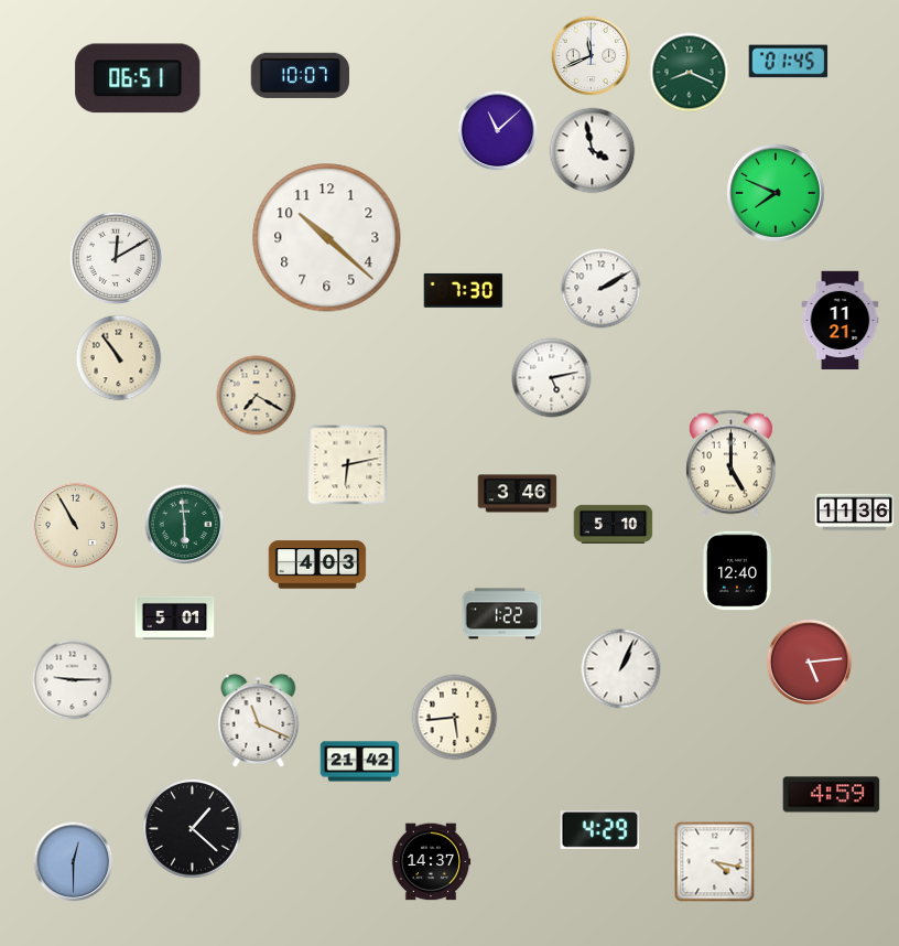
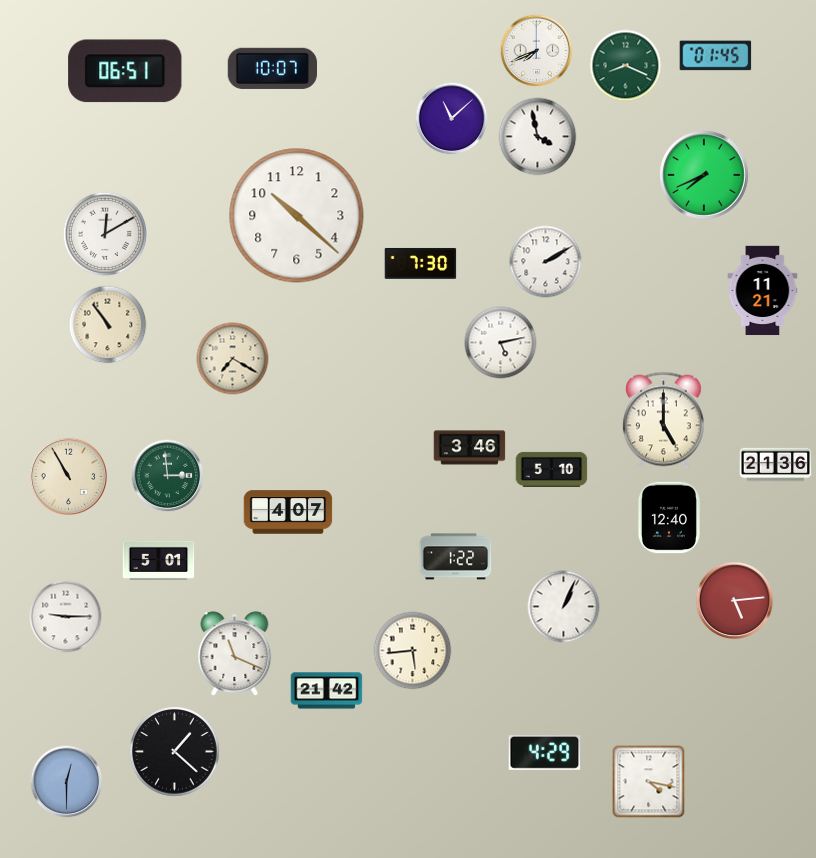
clock at (592, 56): 11:41 -> 7:41
clock at (777, 194): 7:49 -> 7:41
clock at (348, 465): 6:13 -> none
clock at (855, 513): 11:36 -> 21:36
clock at (614, 524) position: (614, 524) -> (552, 469)
clock at (185, 525): 5:59 -> 2:59
clock at (317, 565): 4:03 -> 4:07
clock at (832, 795): 4:59 -> none
clock at (431, 862): 14:37 -> none
